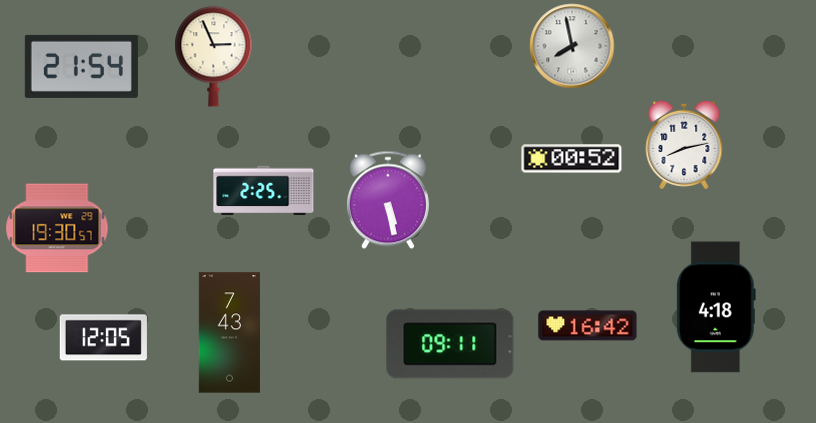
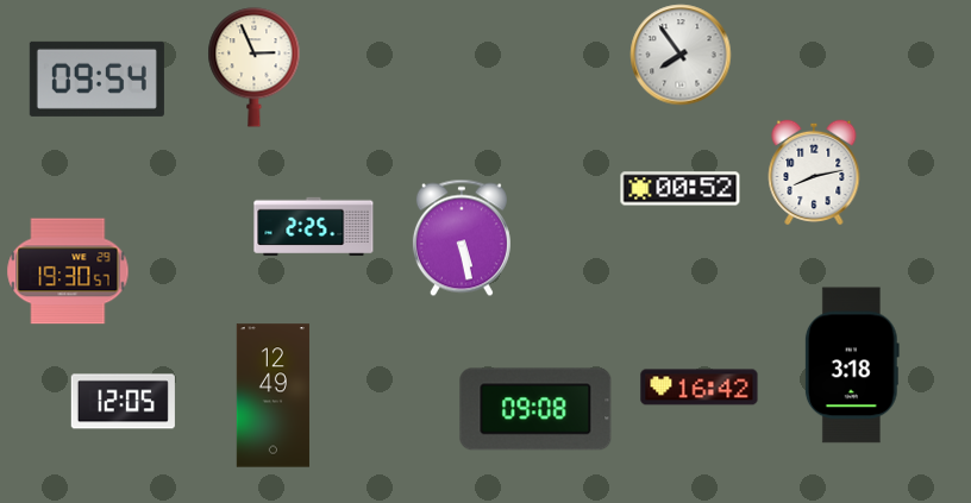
clock at (572, 46): 7:58 -> 7:54
clock at (81, 66): 21:54 -> 09:54
clock at (716, 307): 4:18 -> 3:18
clock at (229, 333): 7:43 -> 12:49
clock at (450, 344): 09:11 -> 09:08
